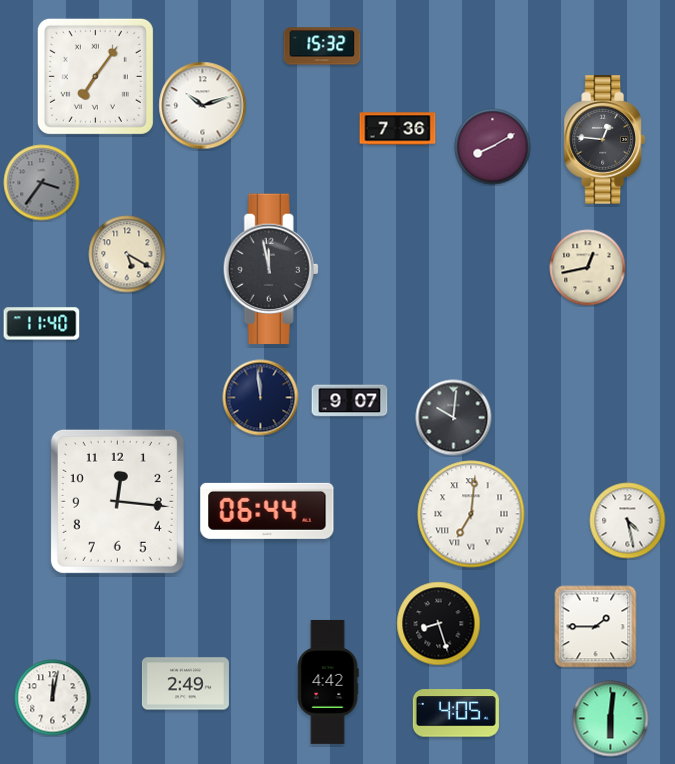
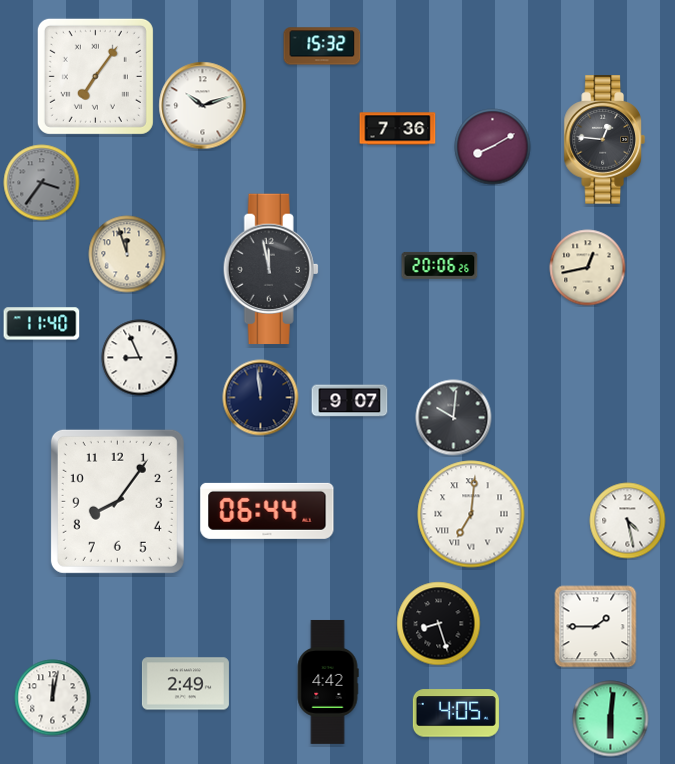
clock at (127, 254): 5:20 -> 11:57
clock at (440, 265): none -> 20:06
clock at (140, 358): none -> 8:56
clock at (117, 501): 12:16 -> 8:06
